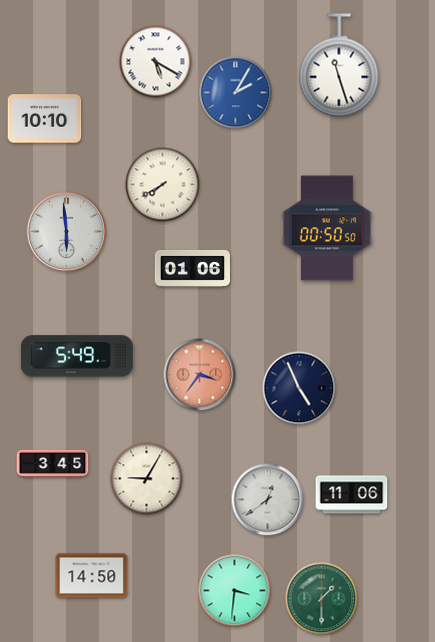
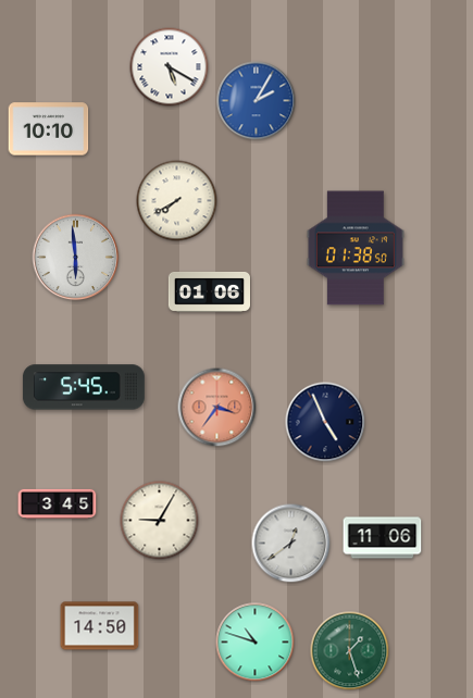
clock at (339, 65): 11:27 -> none
clock at (327, 228): 00:50 -> 01:38
clock at (67, 232) position: (67, 232) -> (76, 258)
clock at (77, 356): 5:49 -> 5:45
clock at (235, 591): 3:31 -> 10:48
clock at (322, 599): 1:30 -> 1:27
